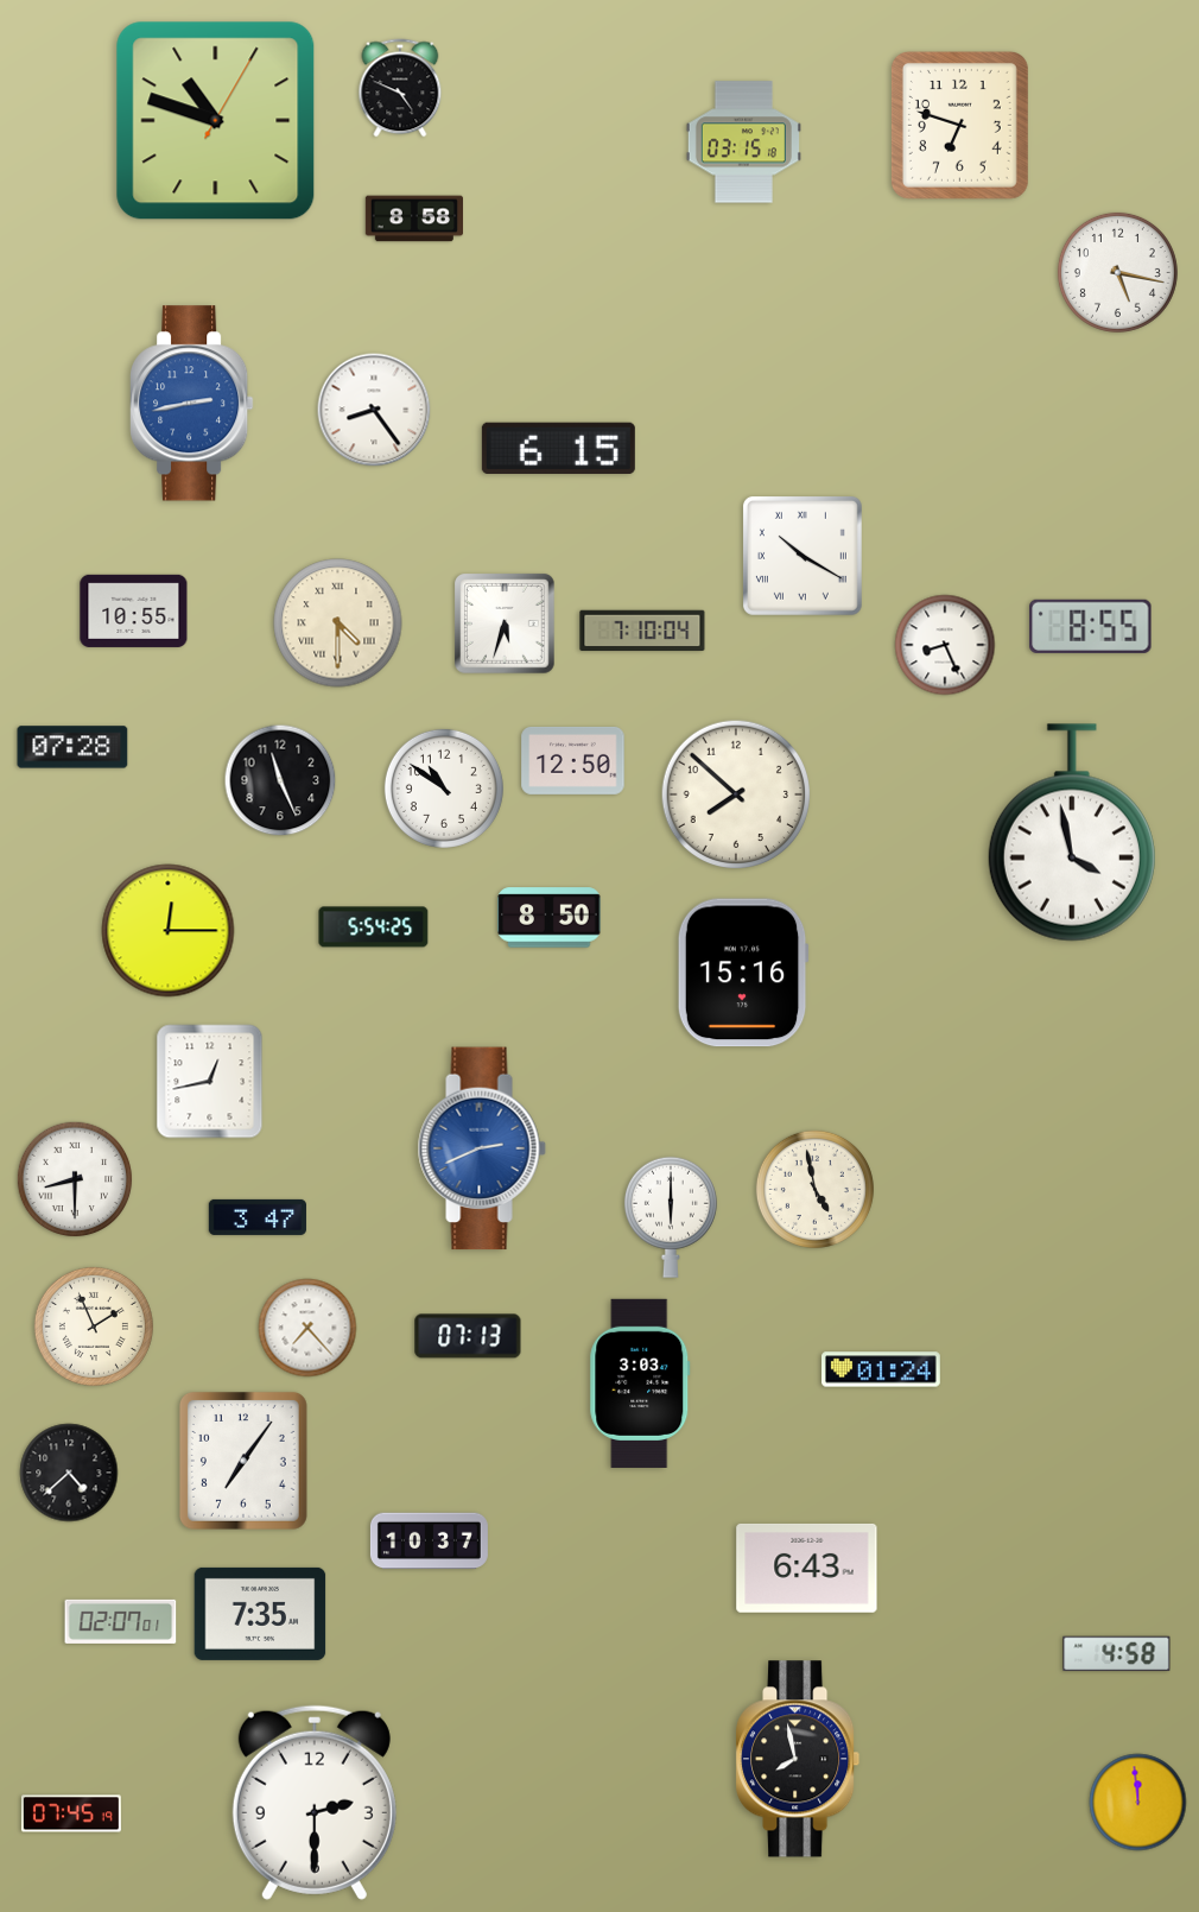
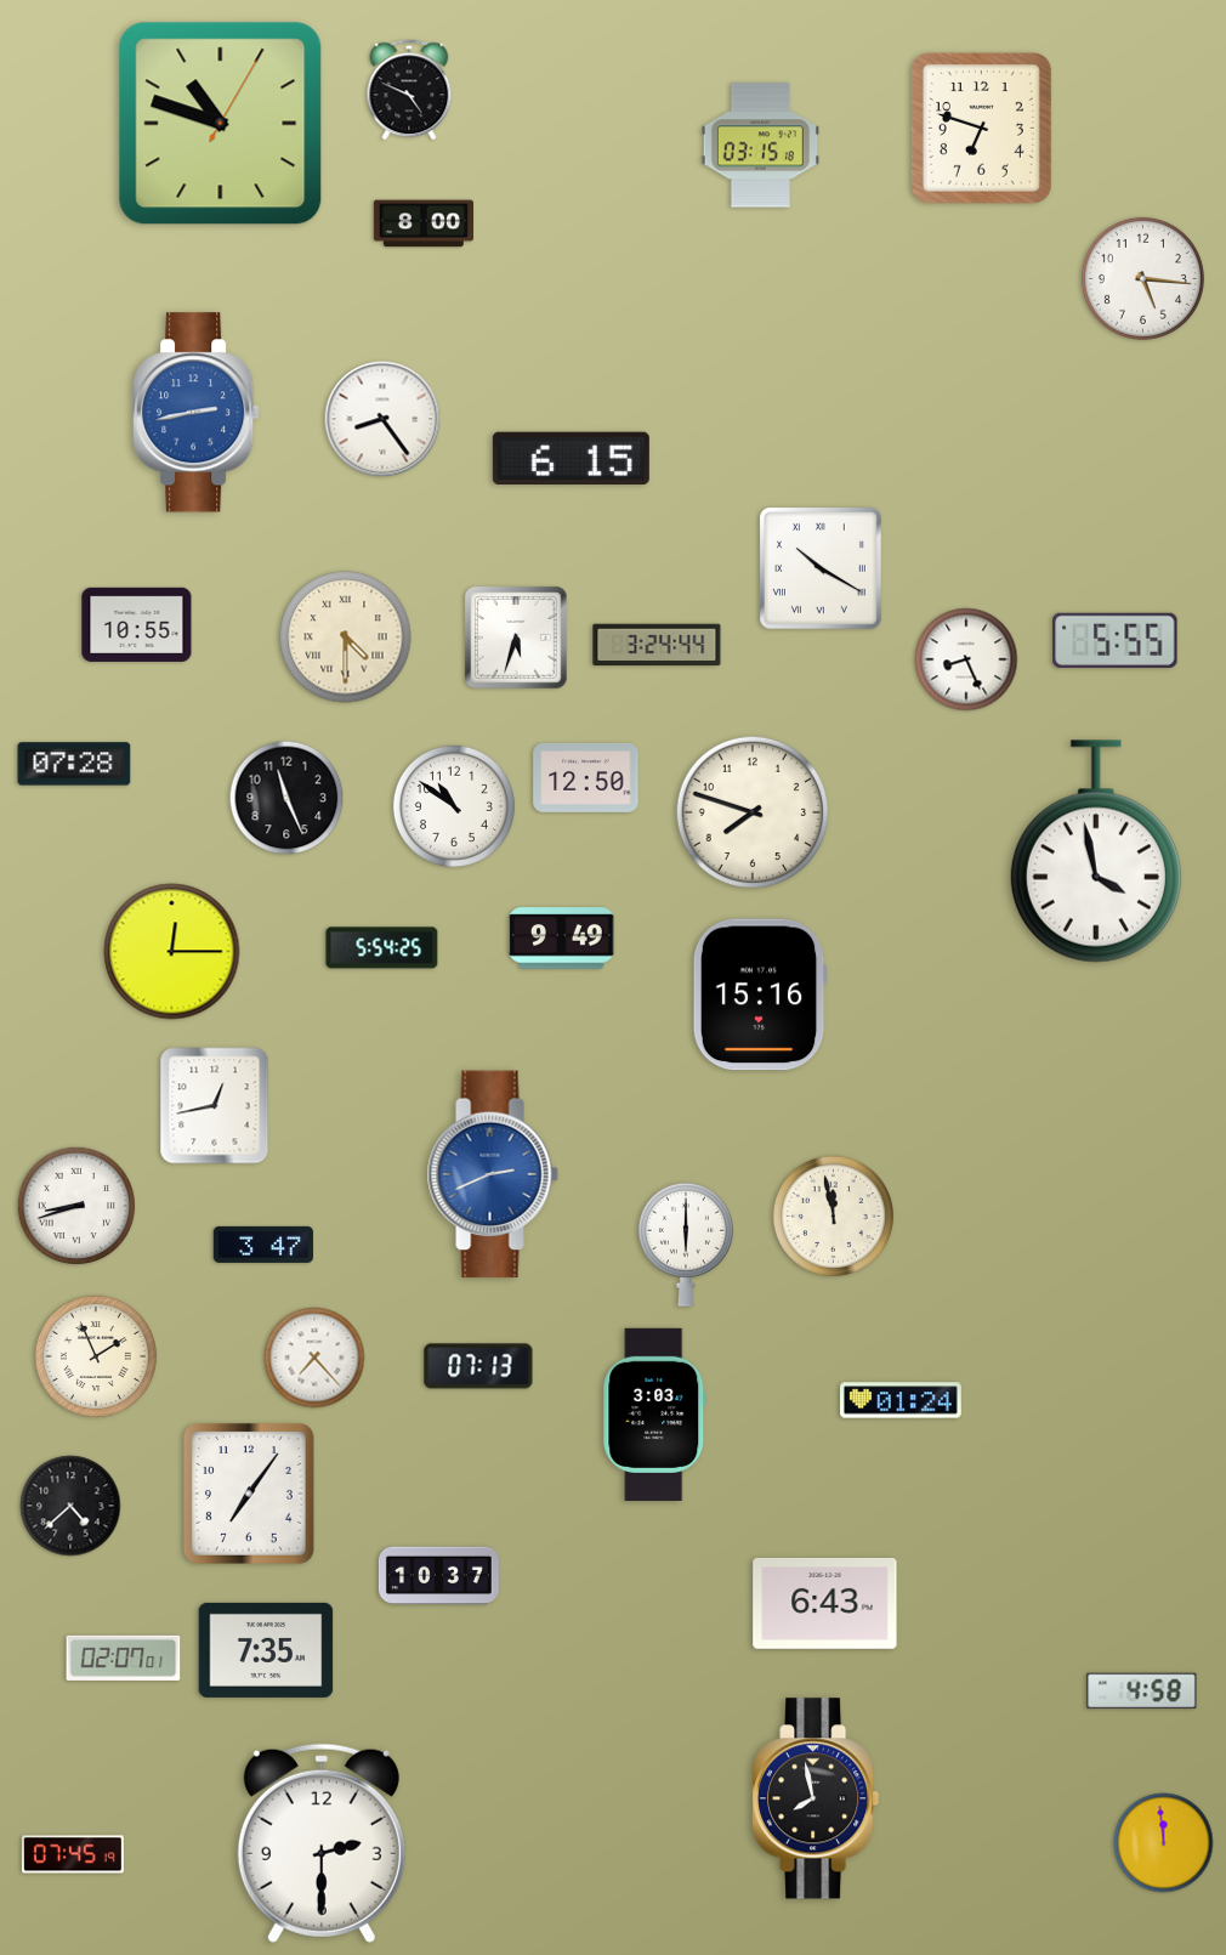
clock at (413, 219): 8:58 -> 8:00
clock at (1117, 272): 5:17 -> 5:16
clock at (1091, 626): 8:55 -> 5:55
clock at (642, 631): 7:10 -> 3:24
clock at (735, 793): 7:52 -> 7:48
clock at (550, 918): 8:50 -> 9:49
clock at (75, 1179): 8:30 -> 8:42
clock at (814, 1189): 4:58 -> 11:58
